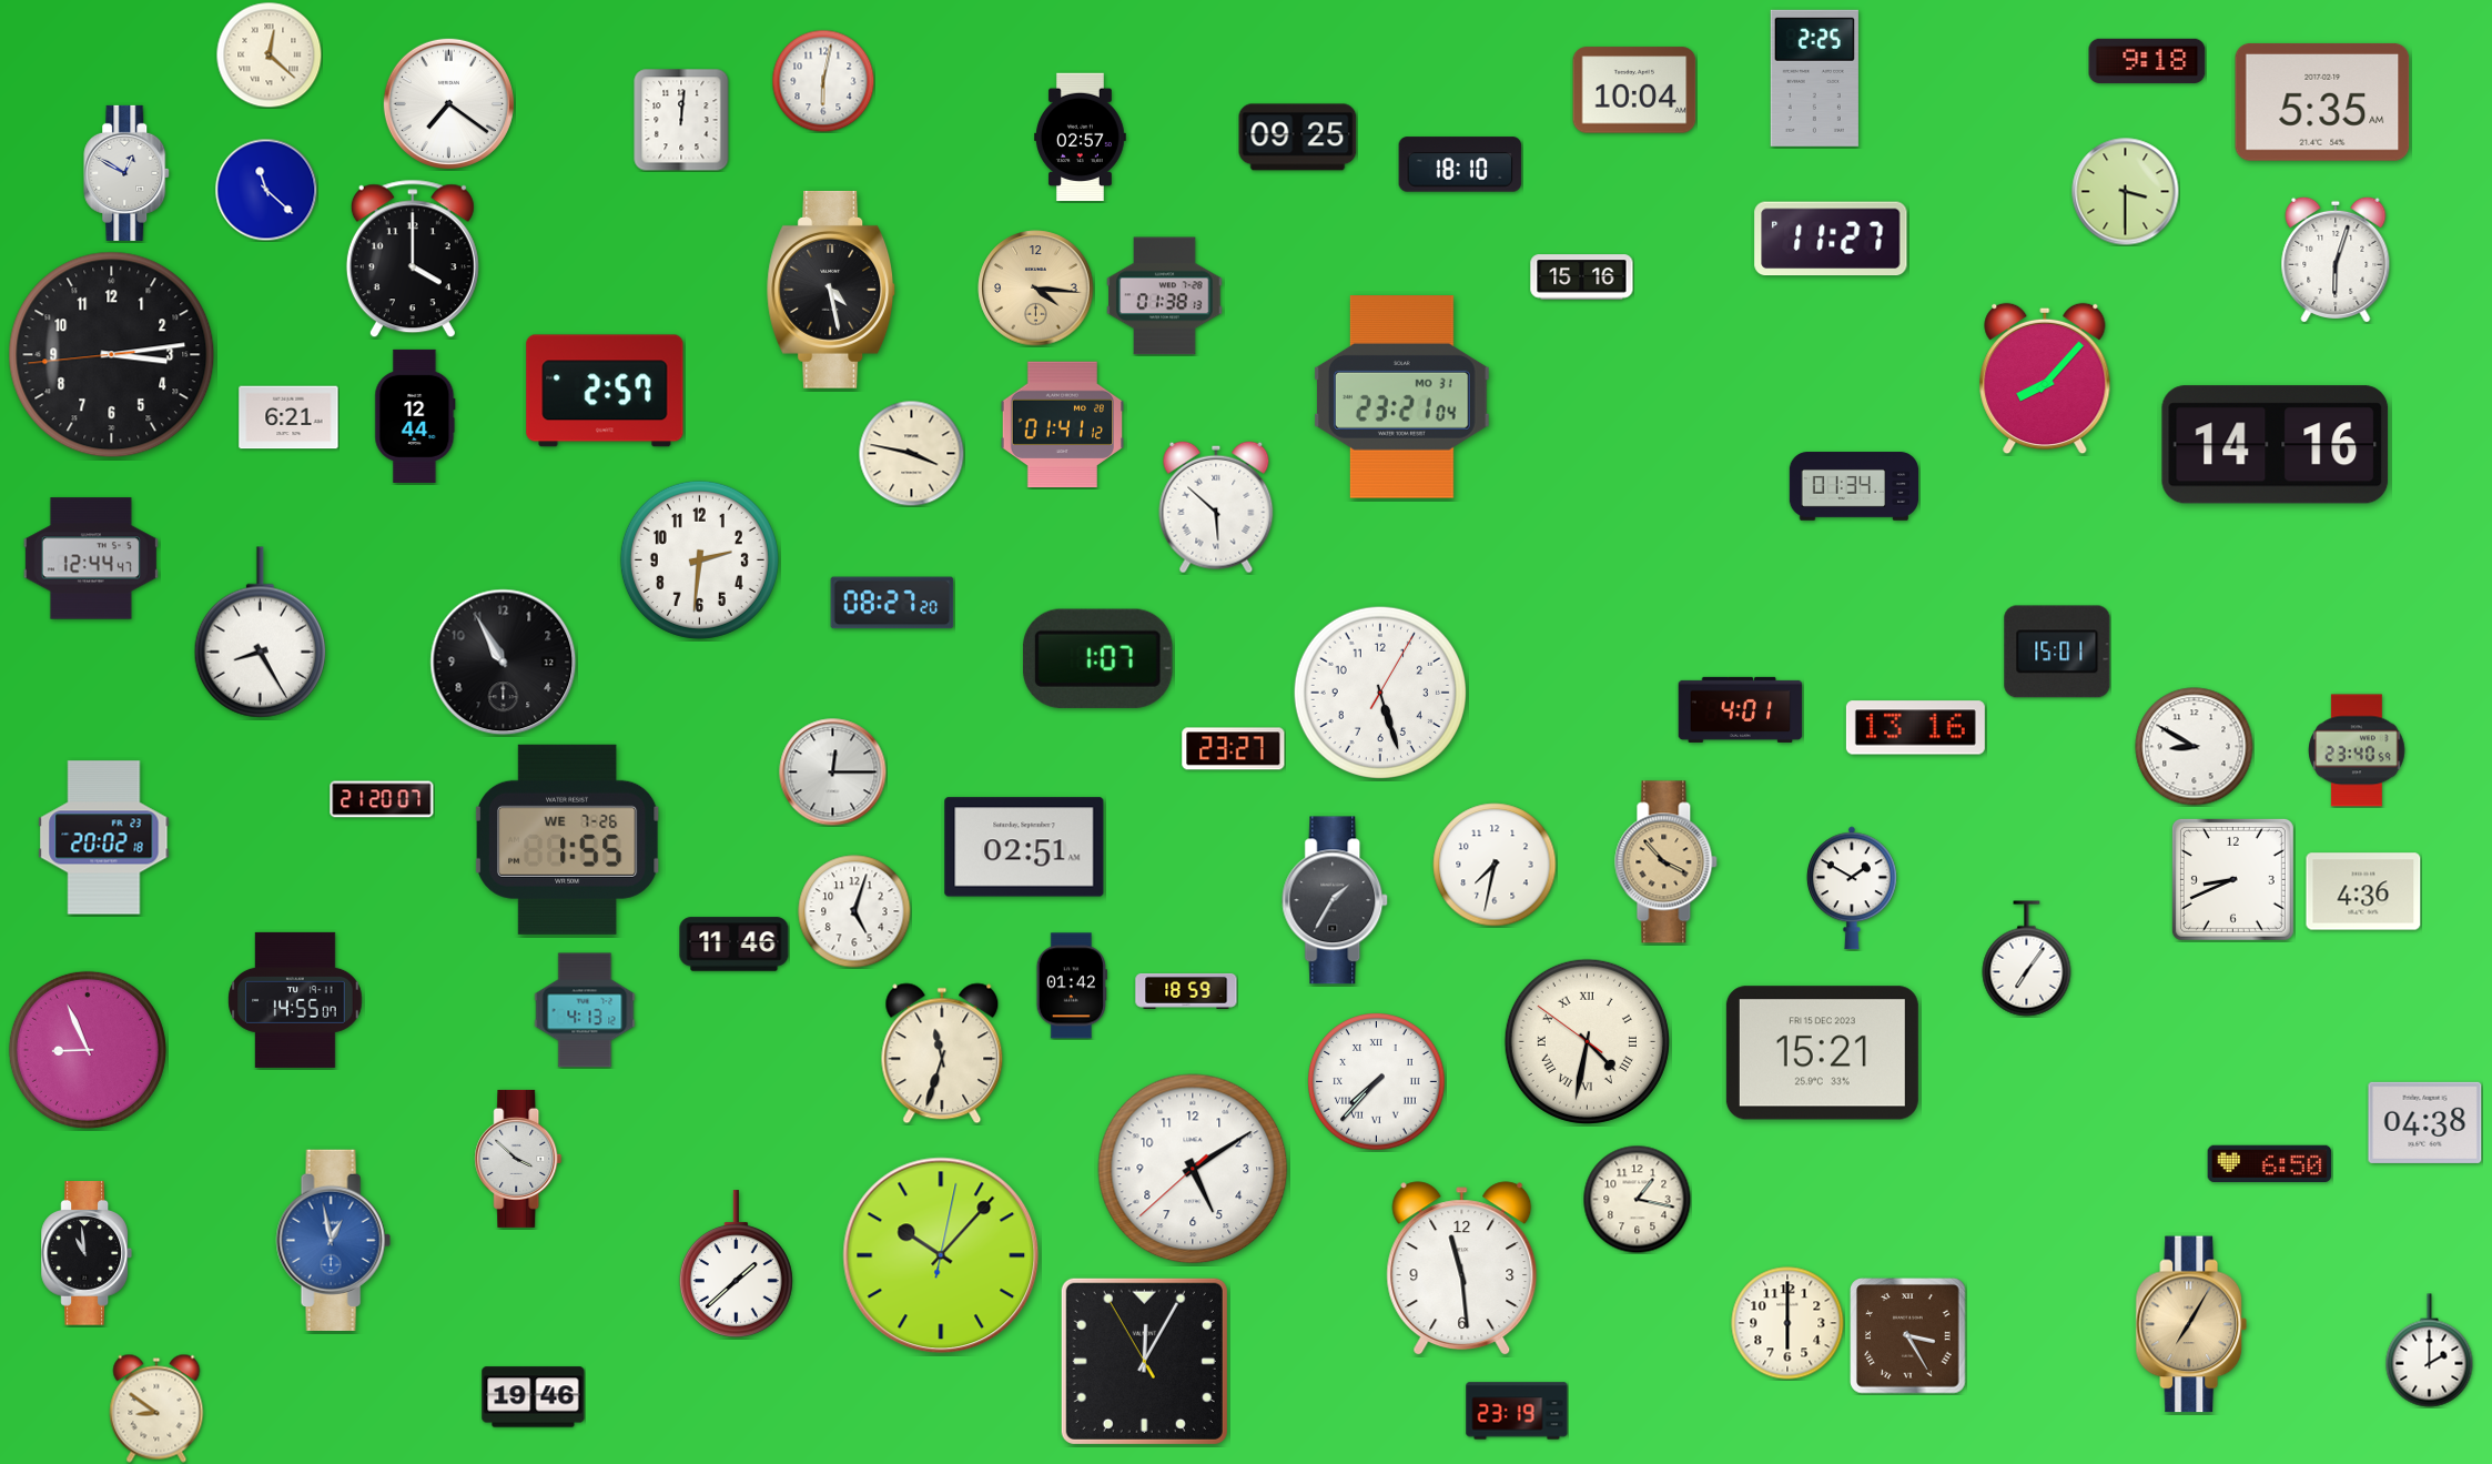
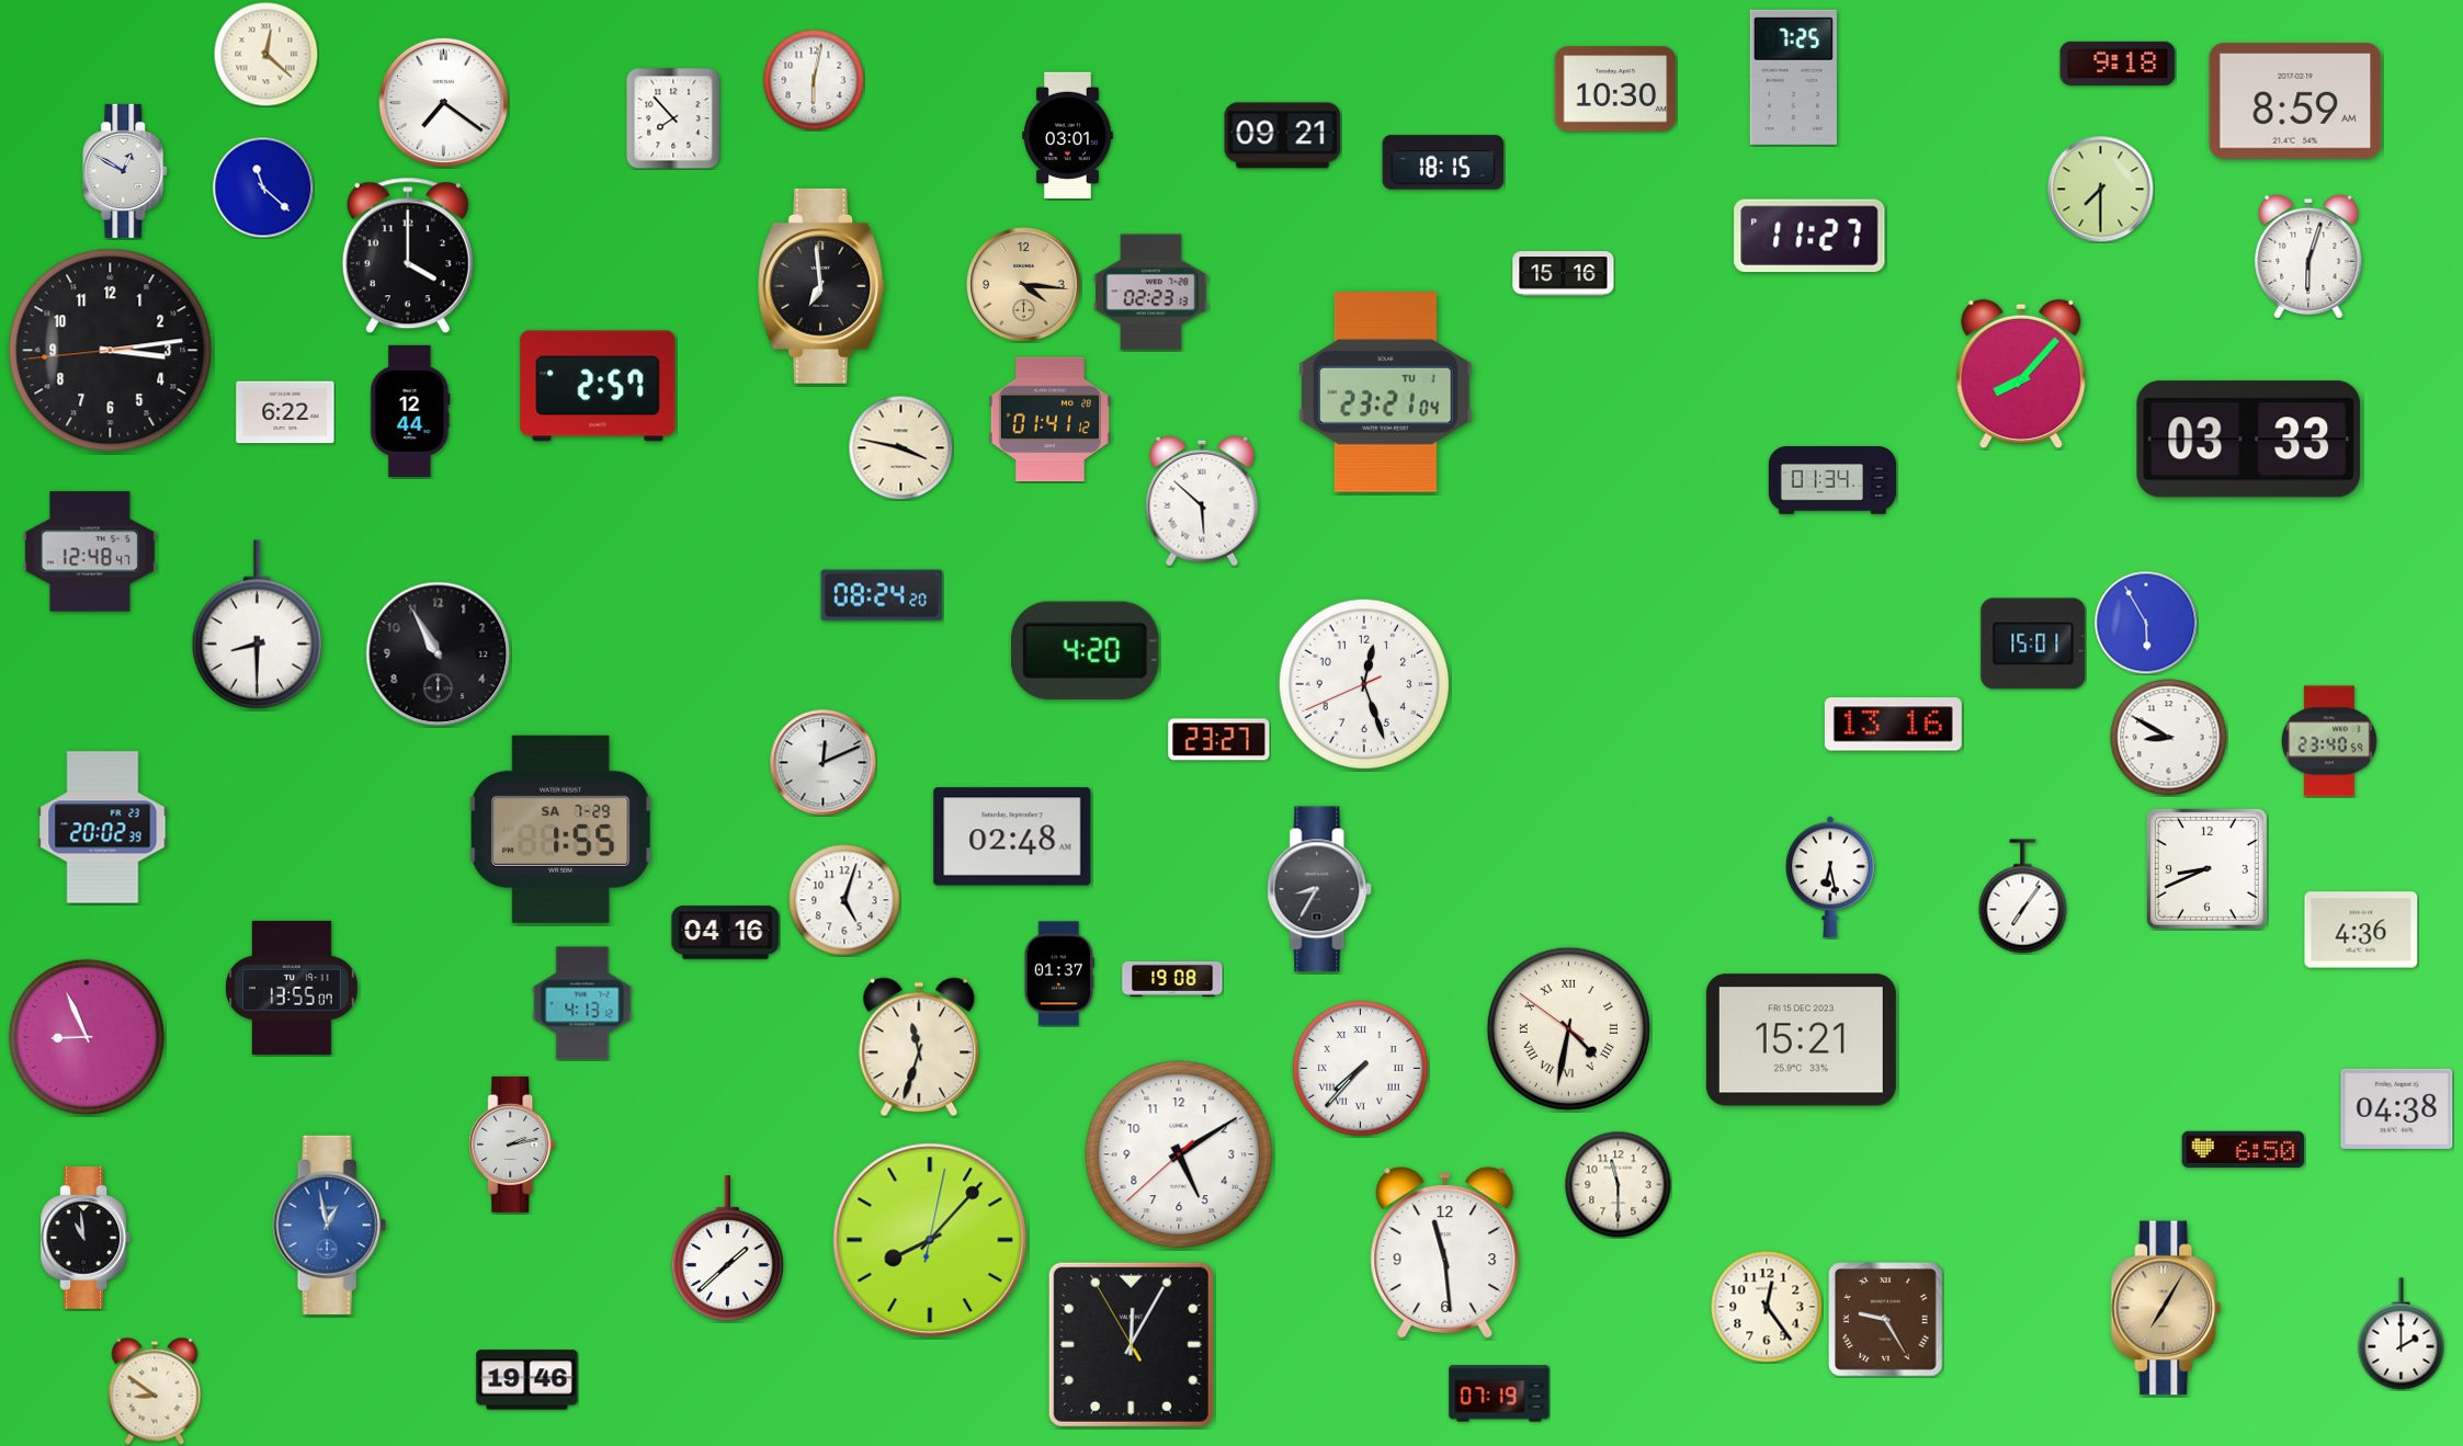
clock at (2147, 61) position: (2147, 61) -> (2118, 64)
clock at (1814, 78): 2:25 -> 7:25
clock at (1634, 90): 10:04 -> 10:30
clock at (2322, 102): 5:35 -> 8:59
clock at (681, 120): 12:01 -> 7:53
clock at (1081, 138): 02:57 -> 03:01
clock at (1298, 138): 09:25 -> 09:21
clock at (1460, 164): 18:10 -> 18:15
clock at (2126, 192): 3:30 -> 7:30
clock at (831, 290): 4:28 -> 6:59
clock at (1165, 296): 01:38 -> 02:23
clock at (1402, 397) date: MO 31 -> TU 1
clock at (288, 417): 6:21 -> 6:22
clock at (2276, 445): 14:16 -> 03:33
clock at (91, 558): 12:44 -> 12:48
clock at (699, 559): 2:31 -> none
clock at (892, 603): 08:27 -> 08:24
clock at (2146, 623): none -> 5:55
clock at (260, 633): 8:25 -> 8:30
clock at (1097, 658): 1:07 -> 4:20
clock at (504, 663) position: (504, 663) -> (439, 654)
clock at (1379, 691): 5:27 -> 12:26
clock at (1741, 709): 4:01 -> none
clock at (1915, 728) position: (1915, 728) -> (1893, 725)
clock at (833, 773): 12:15 -> 12:11
clock at (382, 799): 21:20 -> none
clock at (104, 838): 20:02:18 -> 20:02:39
clock at (568, 839) date: WE 7-26 -> SA 7-29
clock at (1024, 847): 02:51 -> 02:48
clock at (1667, 862): 3:53 -> none
clock at (1495, 865): 7:32 -> none
clock at (1852, 888): 1:50 -> 6:28
clock at (2363, 891) position: (2363, 891) -> (2361, 930)
clock at (1336, 900): 1:35 -> 8:35
clock at (735, 945): 11:46 -> 04:16
clock at (2027, 959) position: (2027, 959) -> (2023, 897)
clock at (1072, 986): 01:42 -> 01:37
clock at (1186, 991): 18:59 -> 19:08
clock at (295, 1000): 14:55 -> 13:55
clock at (585, 1010) position: (585, 1010) -> (582, 1003)
clock at (942, 1053) position: (942, 1053) -> (919, 1047)
clock at (518, 1159): 3:52 -> 2:13
clock at (1637, 1199): 1:17 -> 11:30
clock at (941, 1255): 10:07 -> 8:07
clock at (1787, 1323): 6:00 -> 12:24
clock at (1908, 1336): 3:25 -> 9:25
clock at (1517, 1411): 23:19 -> 07:19
